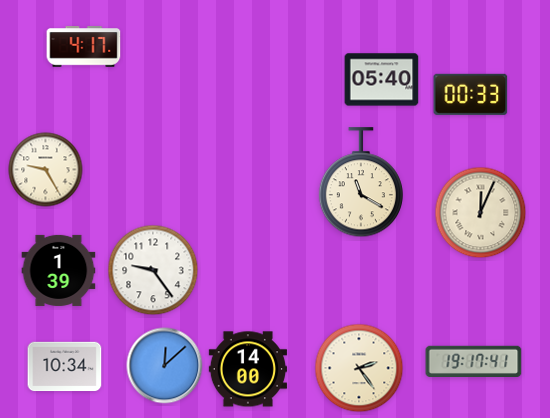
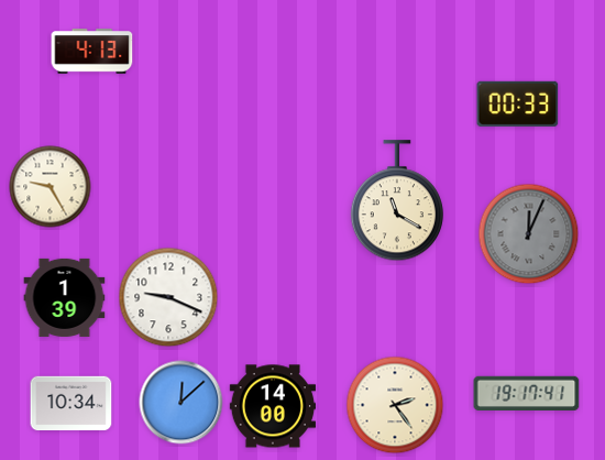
clock at (84, 47): 4:17 -> 4:13
clock at (382, 80): 05:40 -> none
clock at (481, 213) dial: cream -> grey
clock at (153, 270): 9:24 -> 9:19
clock at (474, 361) position: (474, 361) -> (527, 393)
